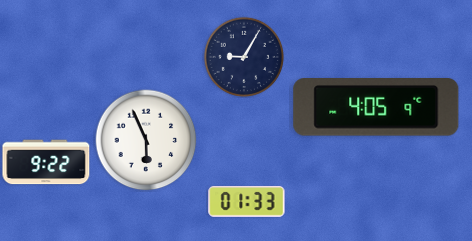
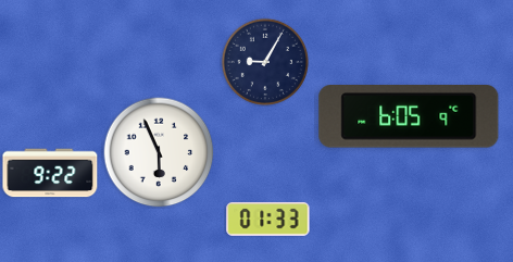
clock at (376, 108): 4:05 -> 6:05
clock at (46, 162) position: (46, 162) -> (50, 173)
